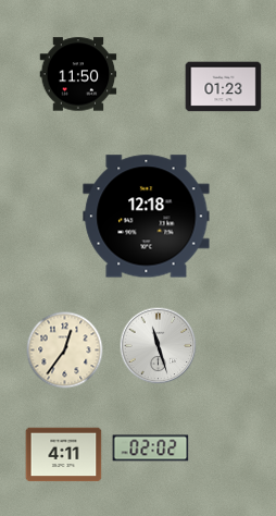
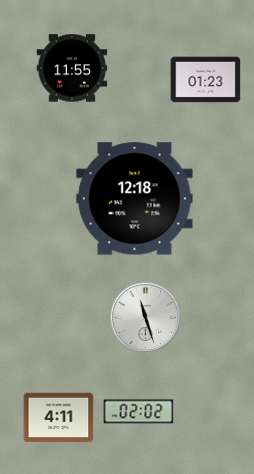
clock at (78, 74): 11:50 -> 11:55
clock at (65, 351): 12:36 -> none
